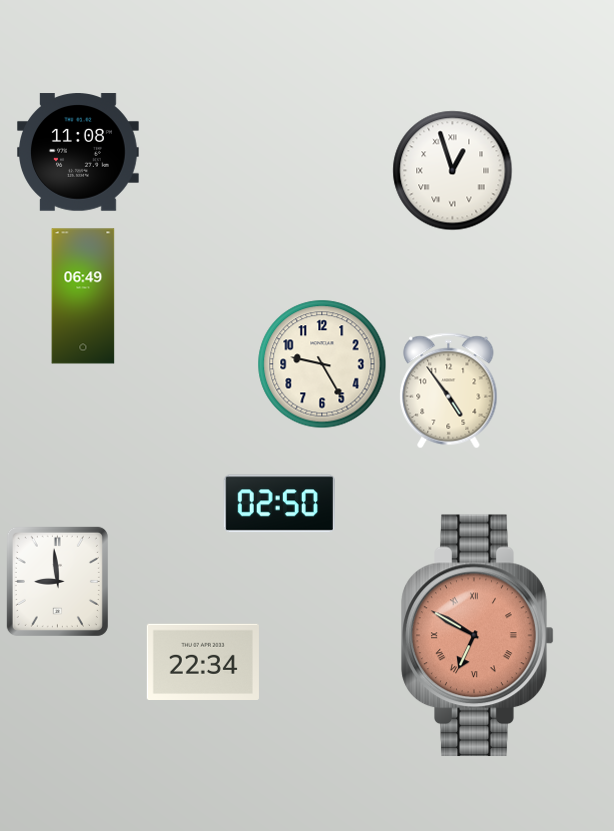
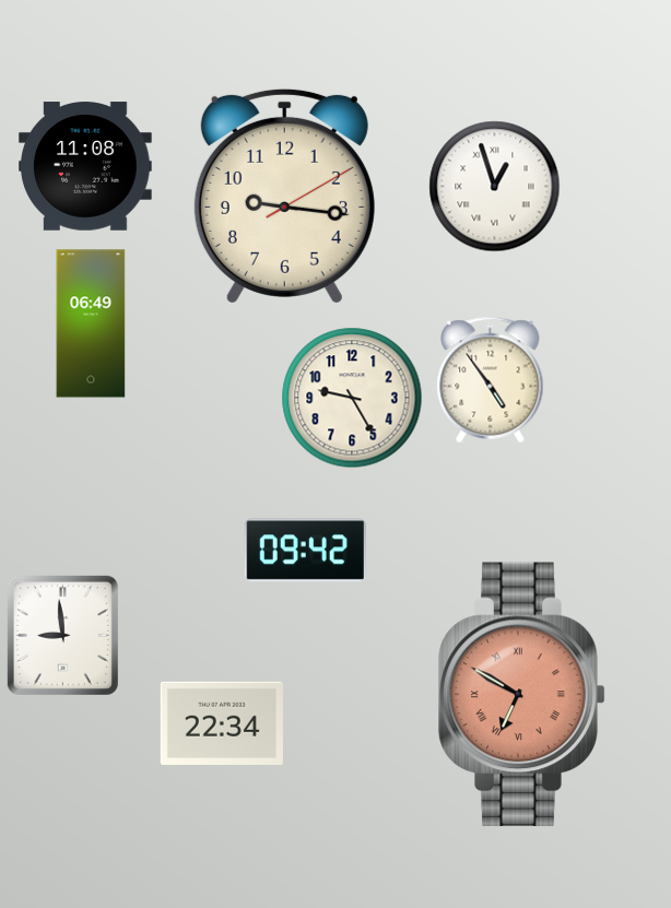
clock at (284, 196): none -> 9:16
clock at (449, 391) position: (449, 391) -> (491, 380)
clock at (279, 504): 02:50 -> 09:42
